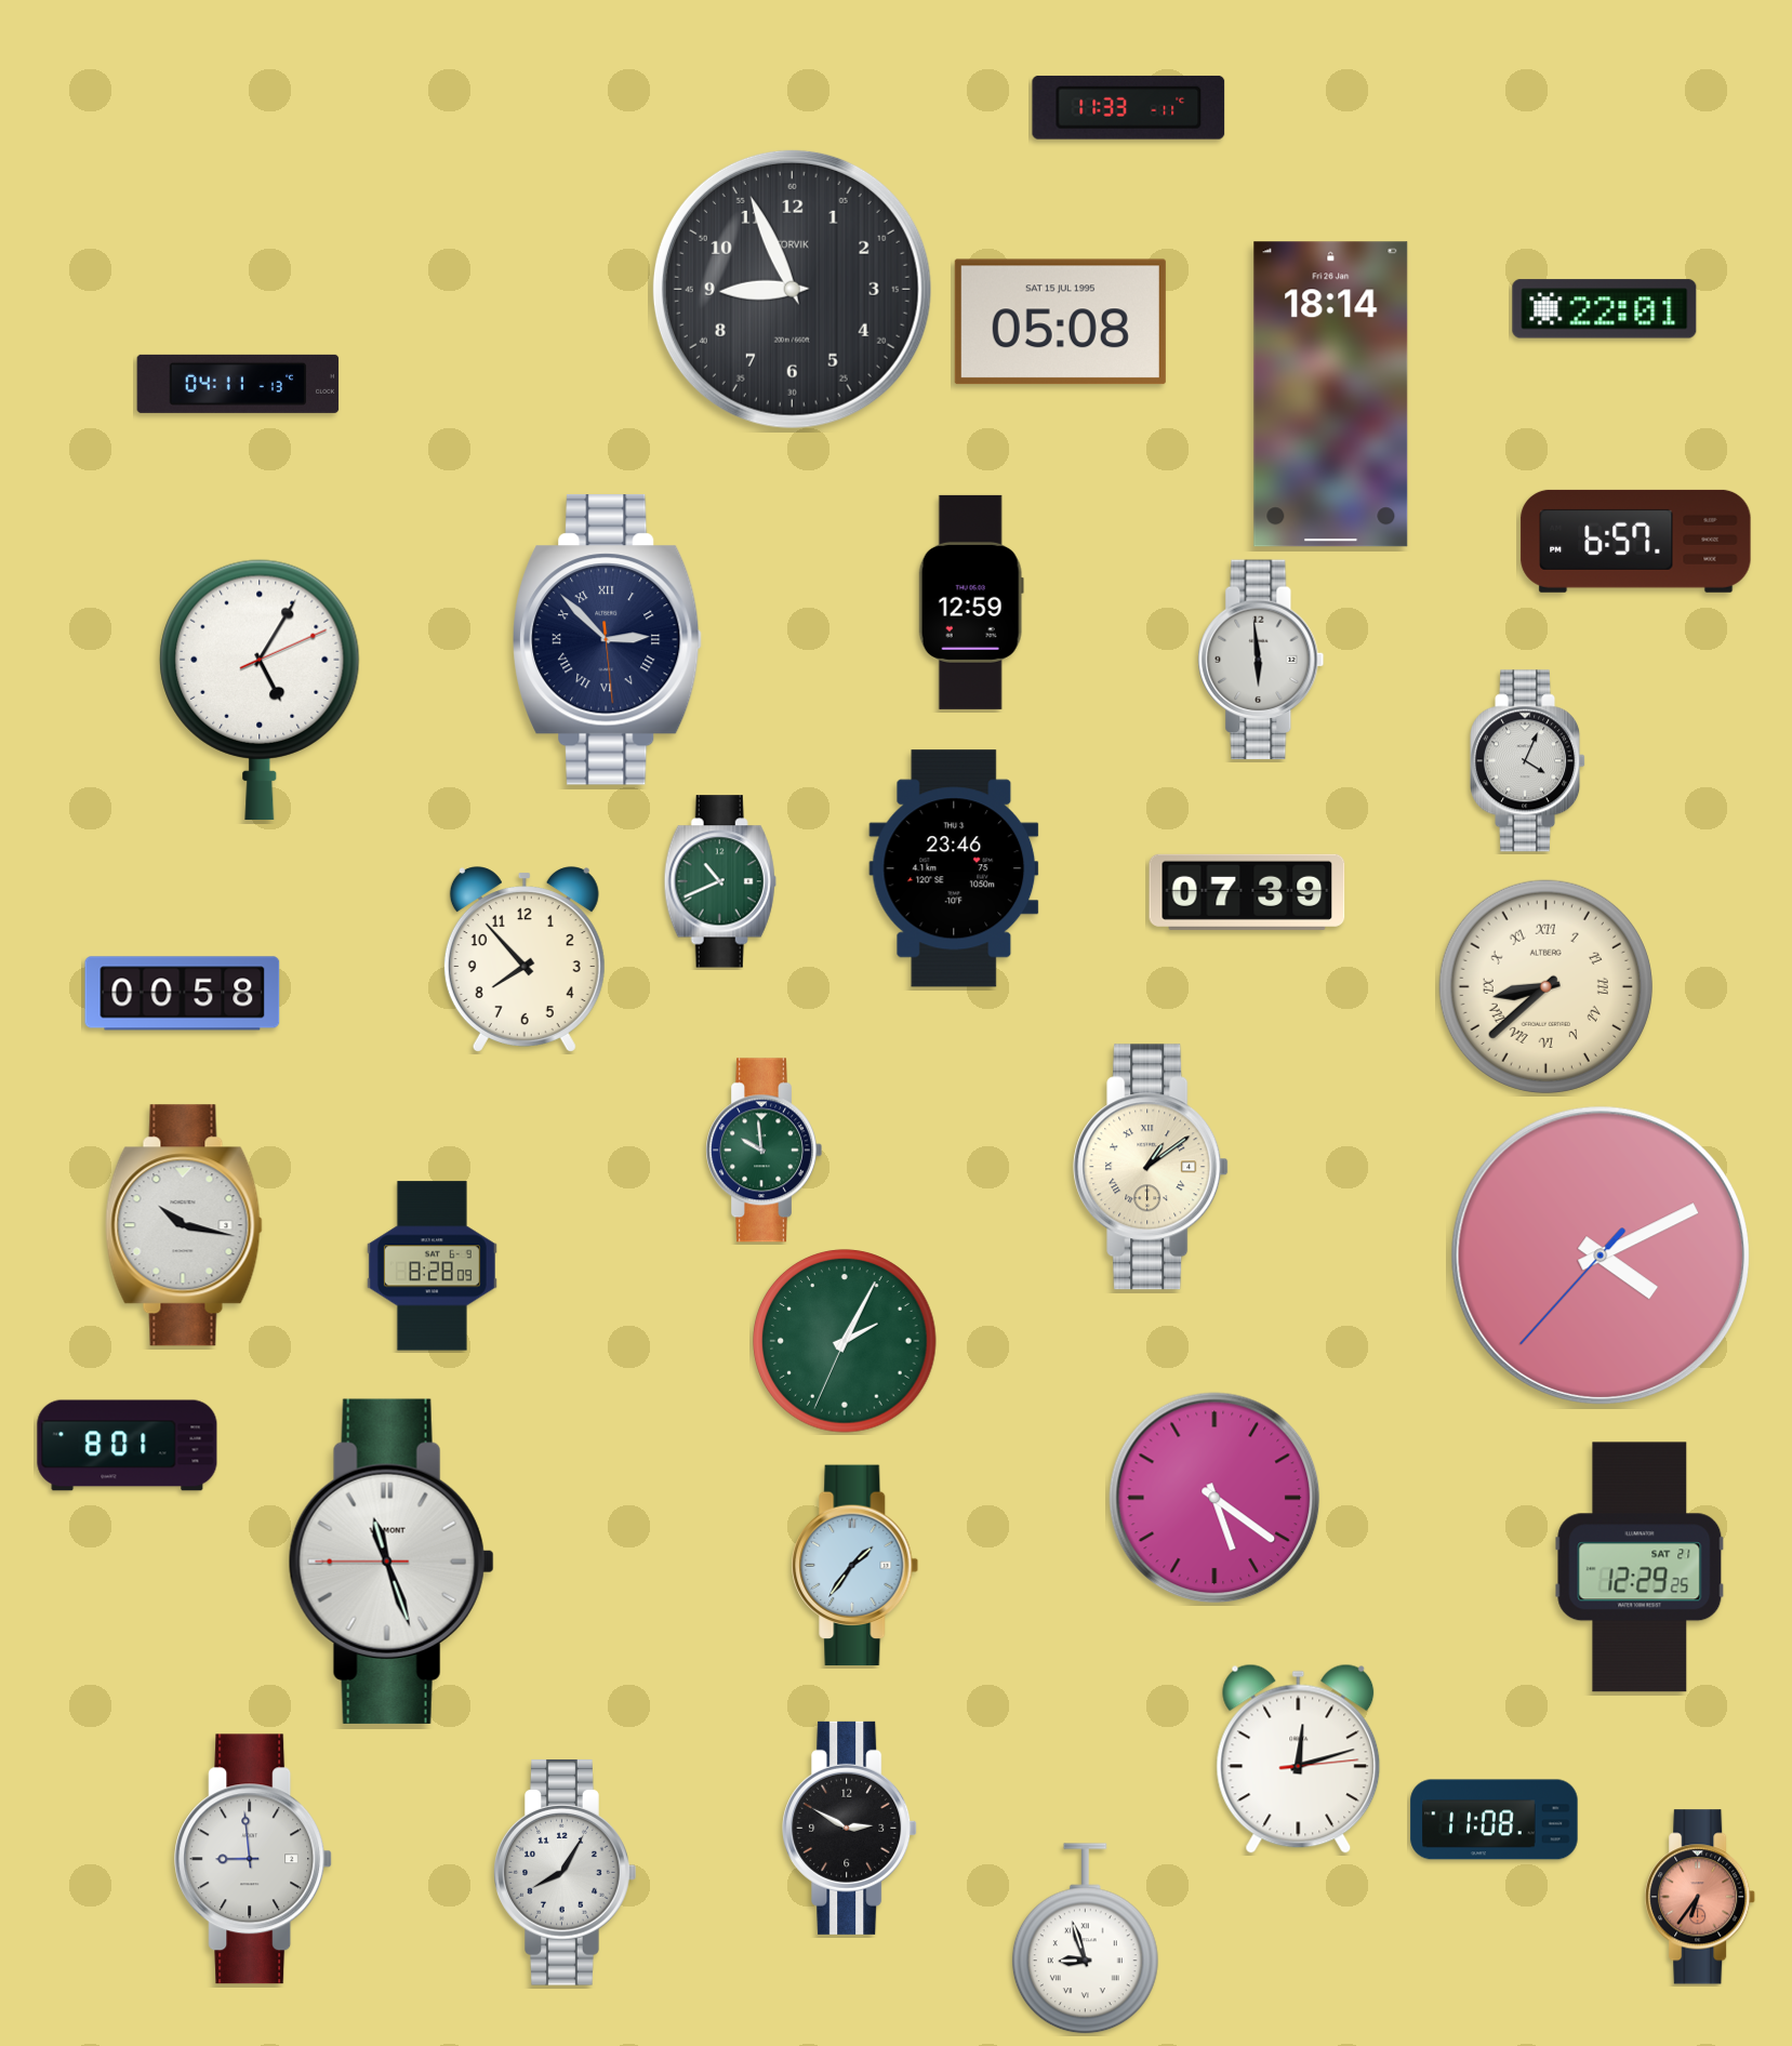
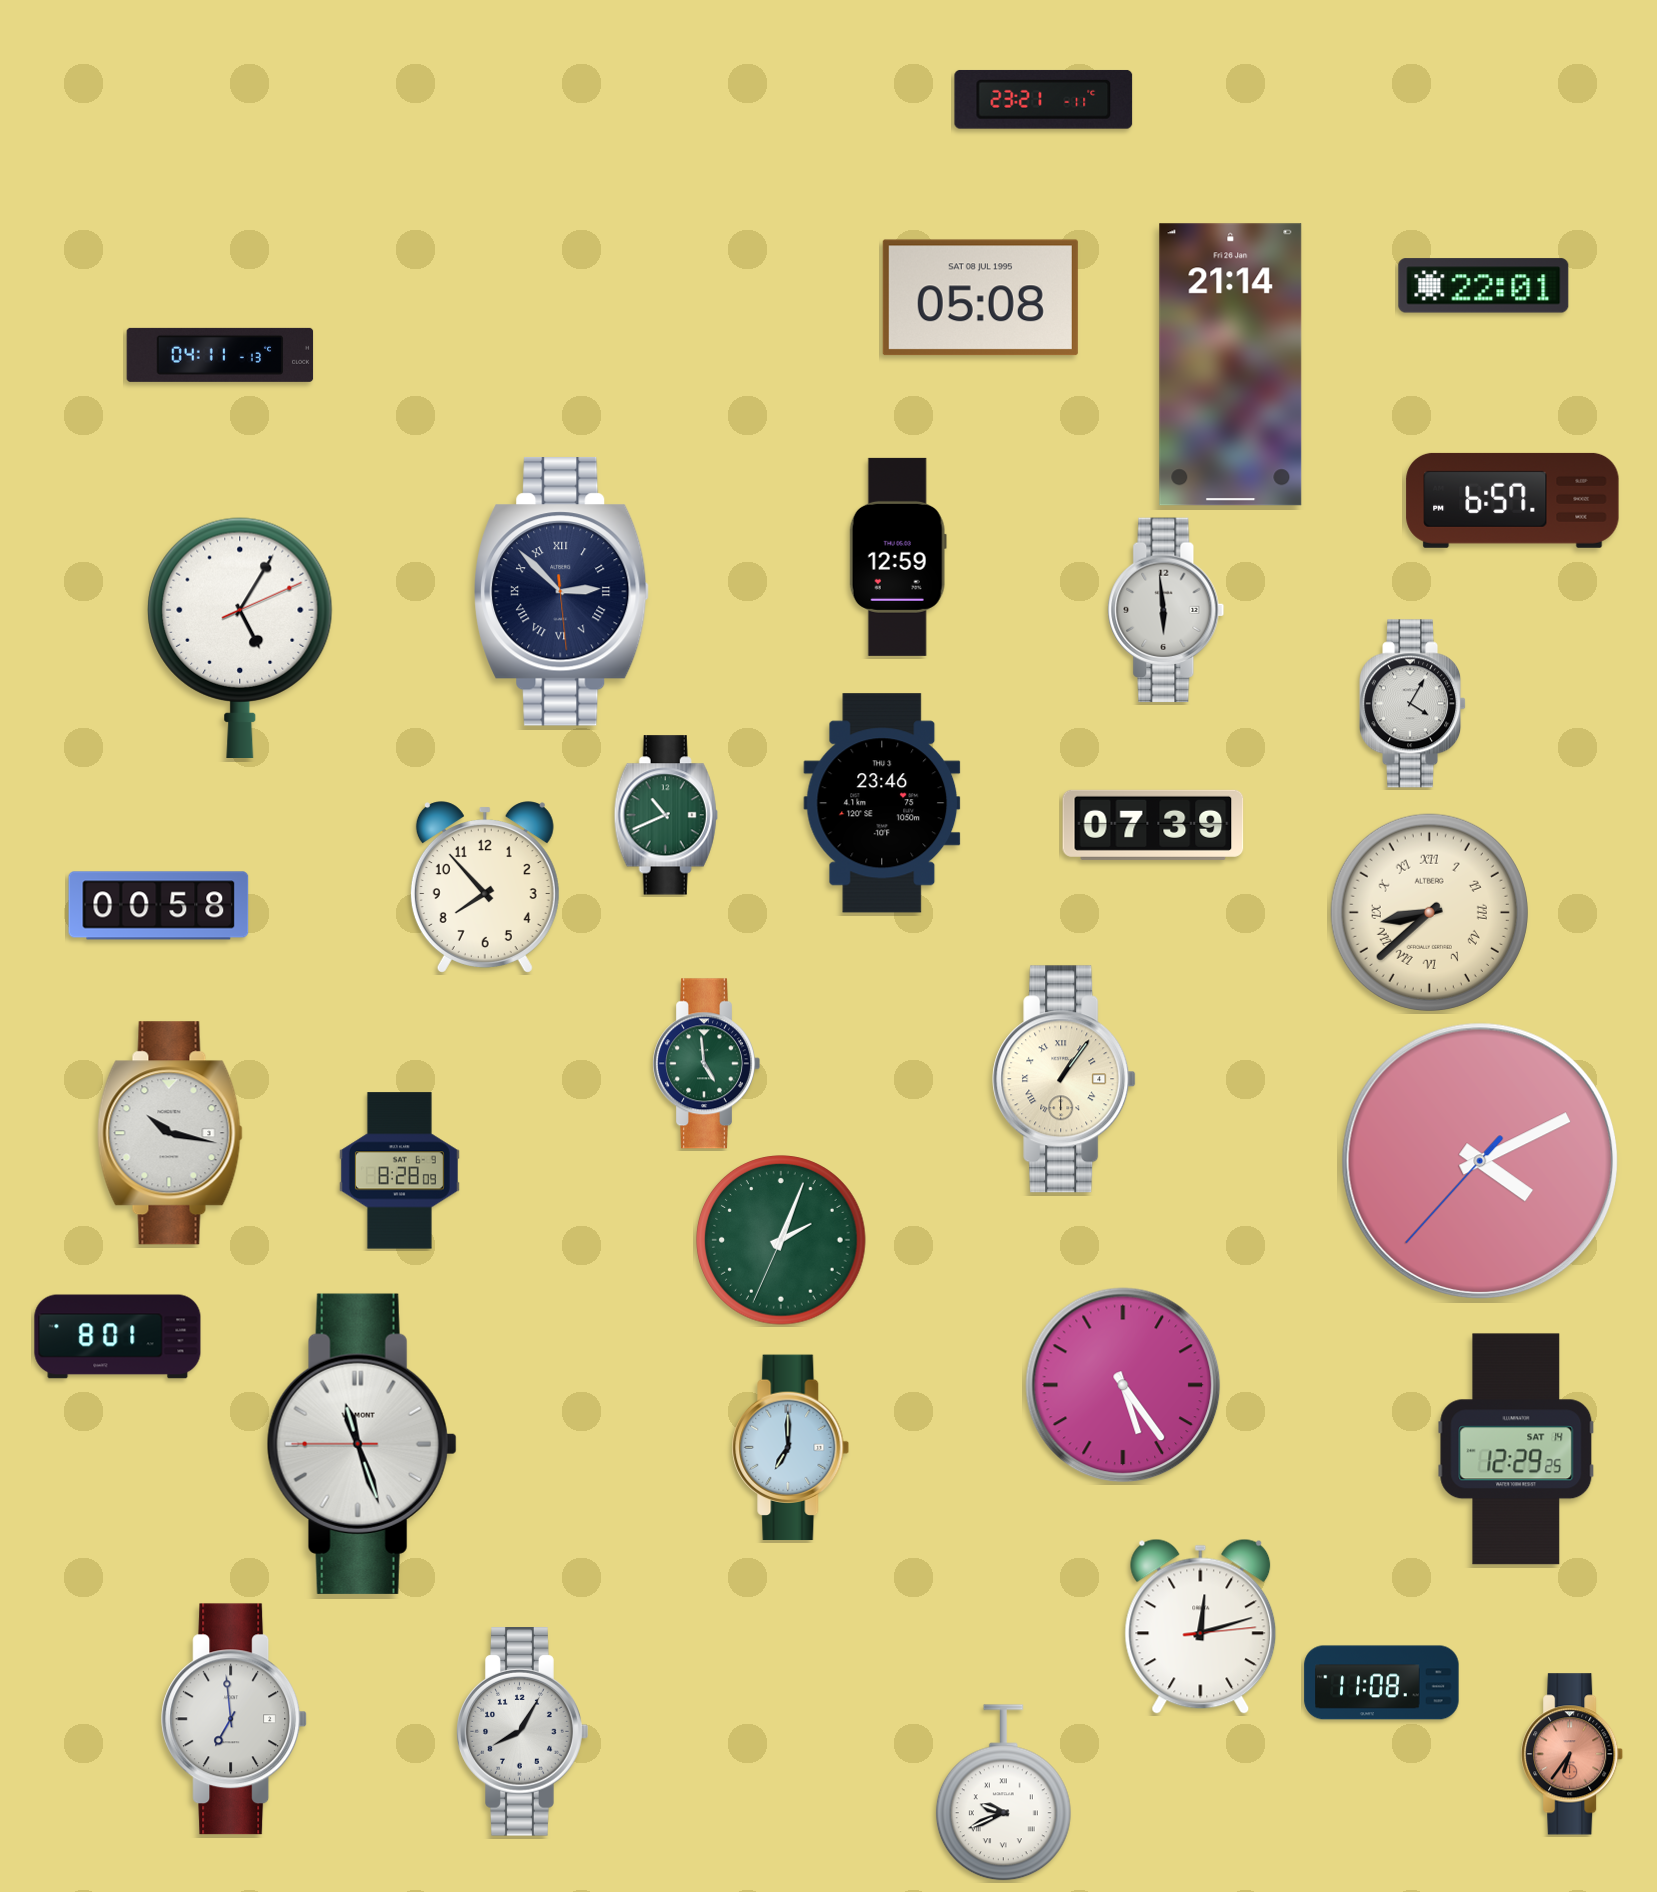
clock at (1129, 107): 11:33 -> 23:21
clock at (792, 289): 8:56 -> none
clock at (1060, 322) date: SAT 15 JUL 1995 -> SAT 08 JUL 1995
clock at (1331, 395): 18:14 -> 21:14
clock at (1528, 761): 4:04 -> 4:05
clock at (183, 994) position: (183, 994) -> (159, 906)
clock at (764, 1151): 9:59 -> 4:59
clock at (1151, 1167): 1:09 -> 1:06
clock at (845, 1341): 2:04 -> 2:03
clock at (1214, 1498): 5:21 -> 5:24
clock at (855, 1566): 1:36 -> 7:00
clock at (1640, 1567) date: SAT 21 -> SAT 14
clock at (850, 1828): 2:50 -> none
clock at (254, 1859): 8:59 -> 6:59
clock at (1085, 1939): 8:57 -> 9:41
